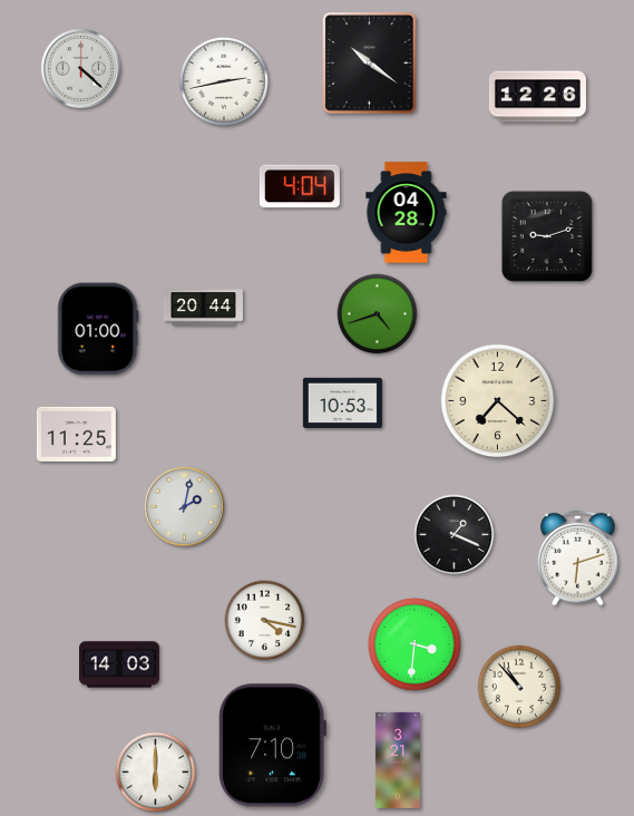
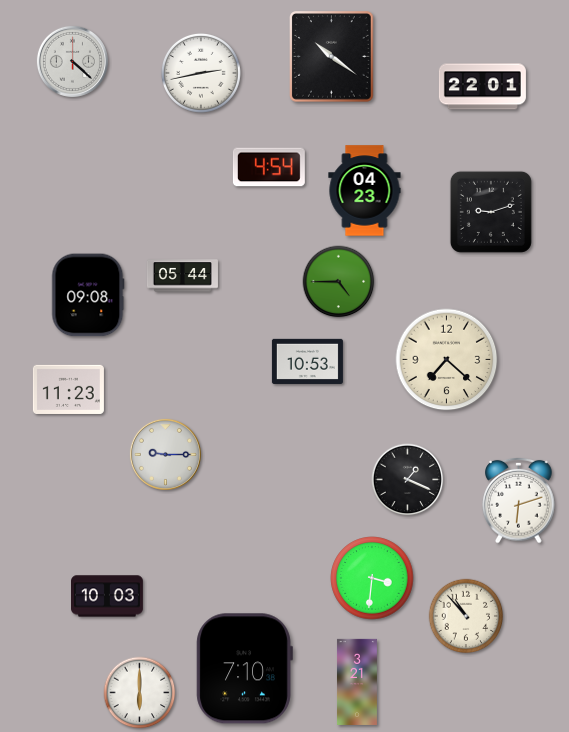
clock at (537, 97): 12:26 -> 22:01
clock at (300, 186): 4:04 -> 4:54
clock at (407, 213): 04:28 -> 04:23
clock at (203, 308): 20:44 -> 05:44
clock at (378, 314): 4:42 -> 4:45
clock at (98, 329): 01:00 -> 09:08
clock at (76, 434): 11:25 -> 11:23
clock at (184, 506): 2:02 -> 9:15
clock at (265, 621): 4:17 -> none
clock at (120, 664): 14:03 -> 10:03
